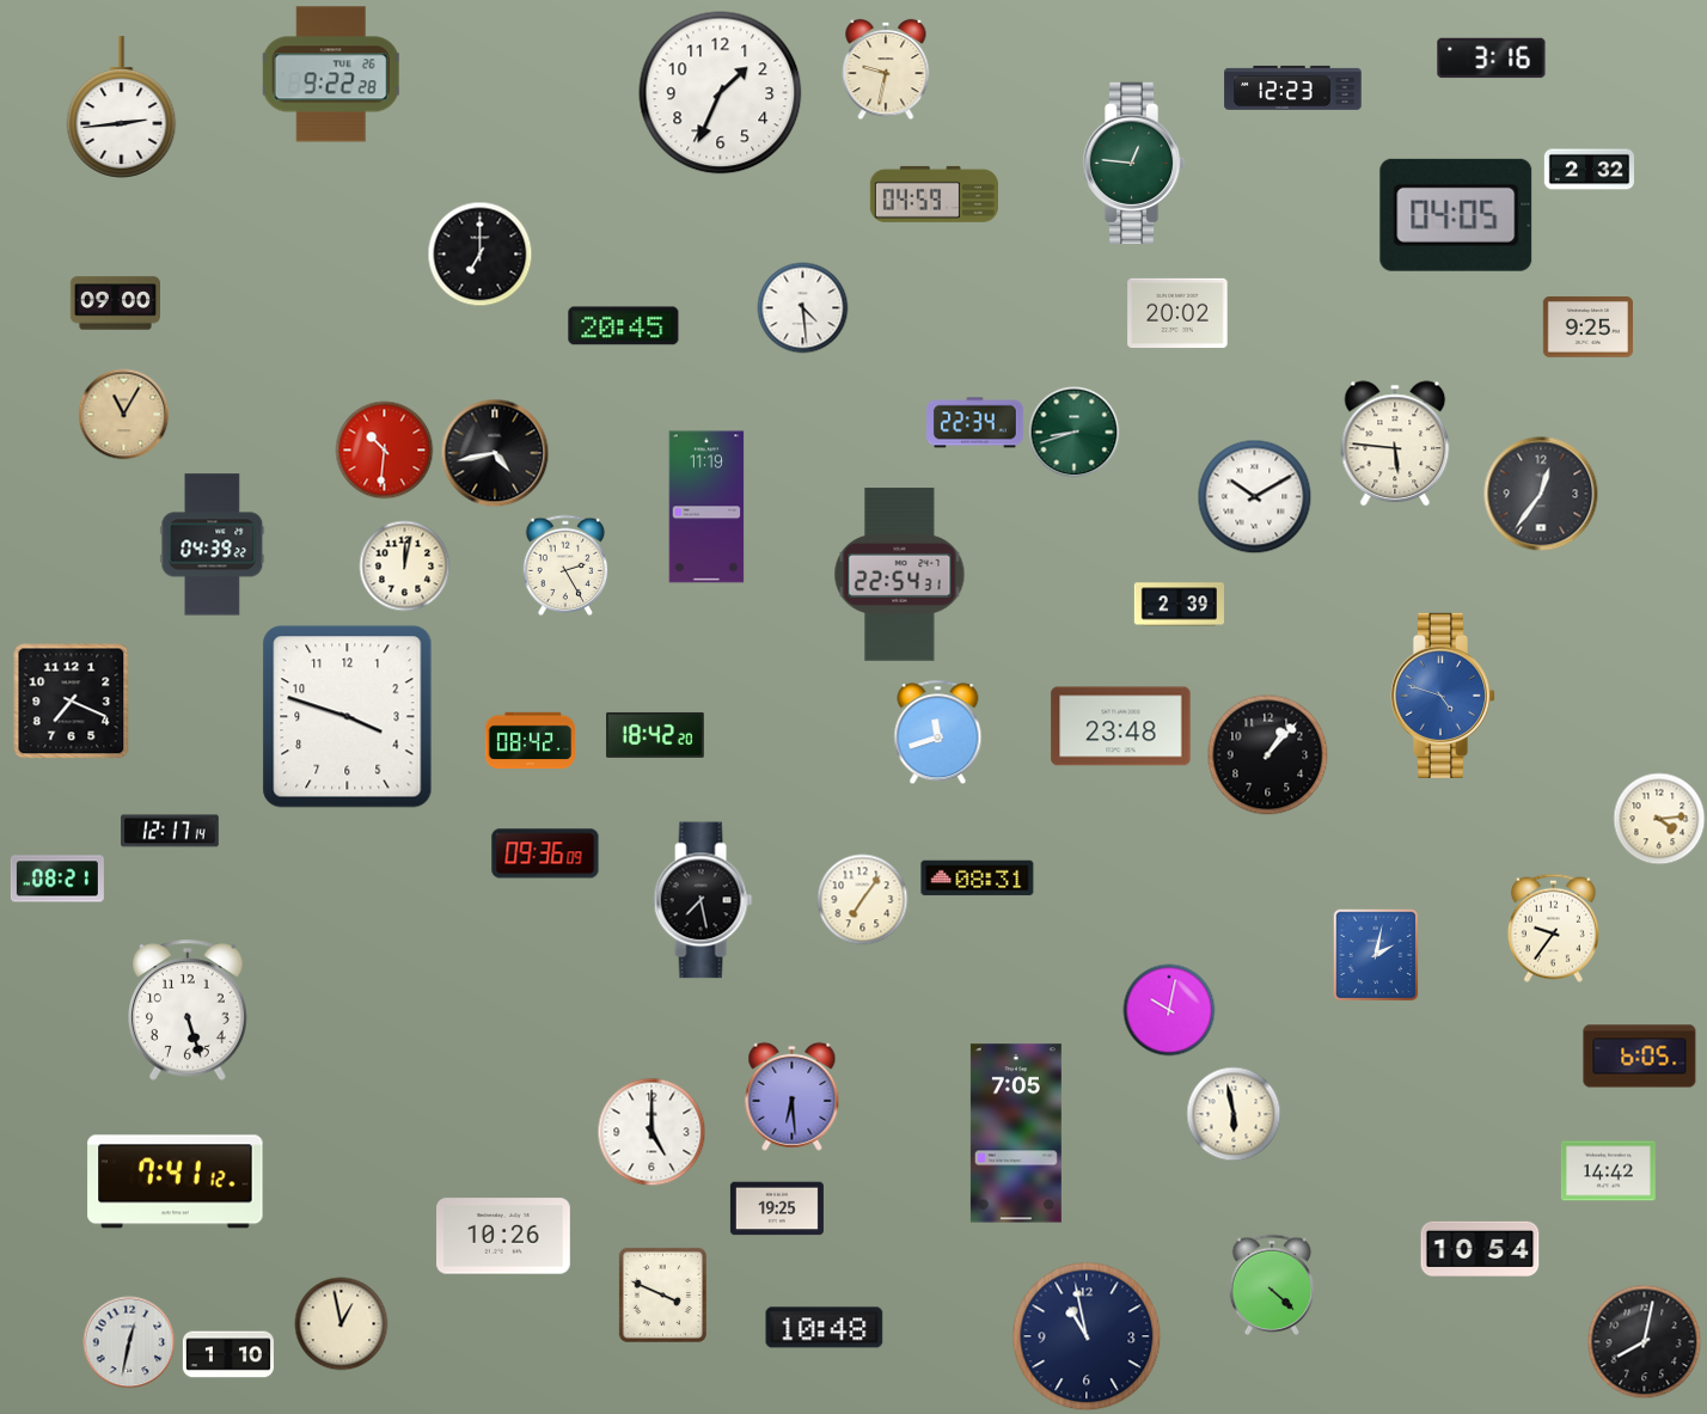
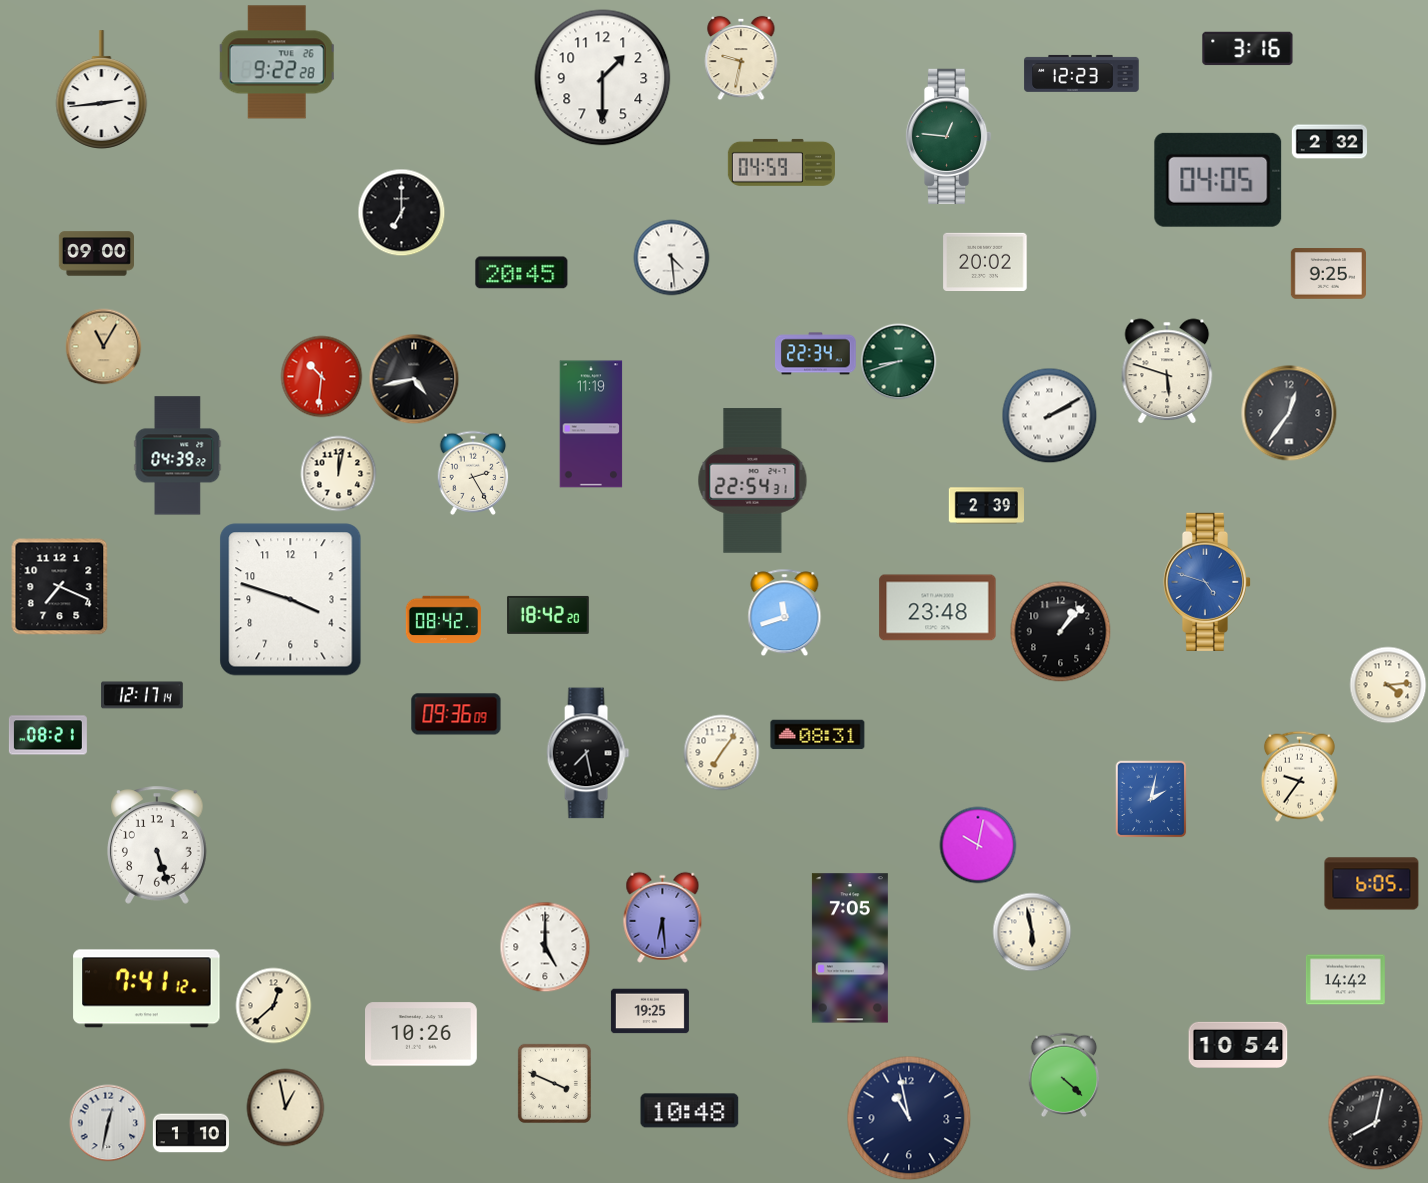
clock at (721, 93): 1:34 -> 1:30
clock at (1395, 443): 5:46 -> 5:48
clock at (1255, 497): 10:10 -> 2:10
clock at (274, 1006): none -> 12:38
